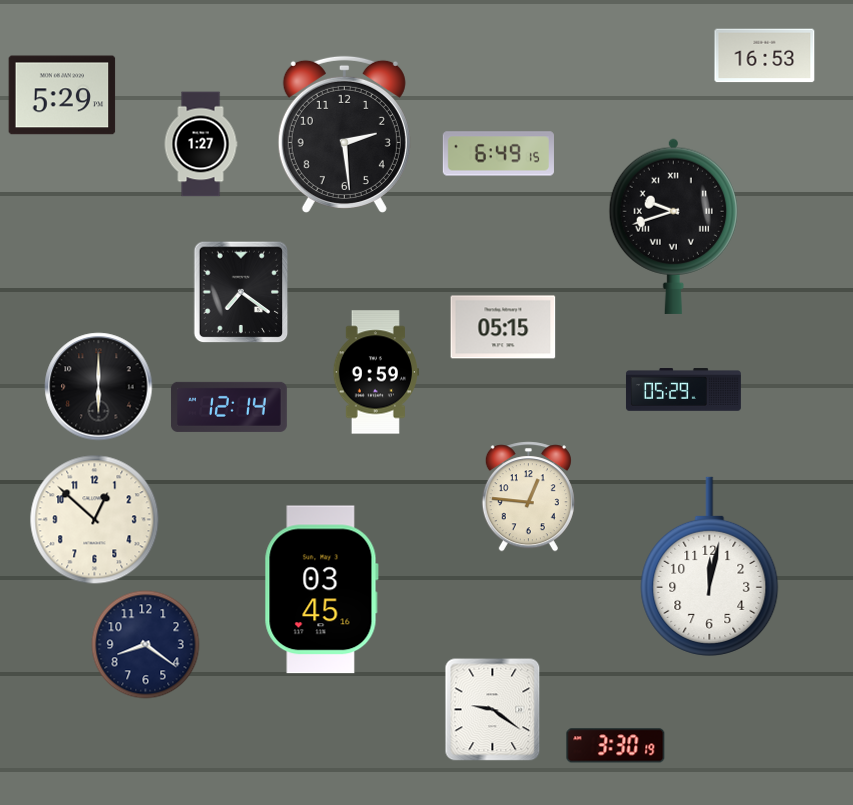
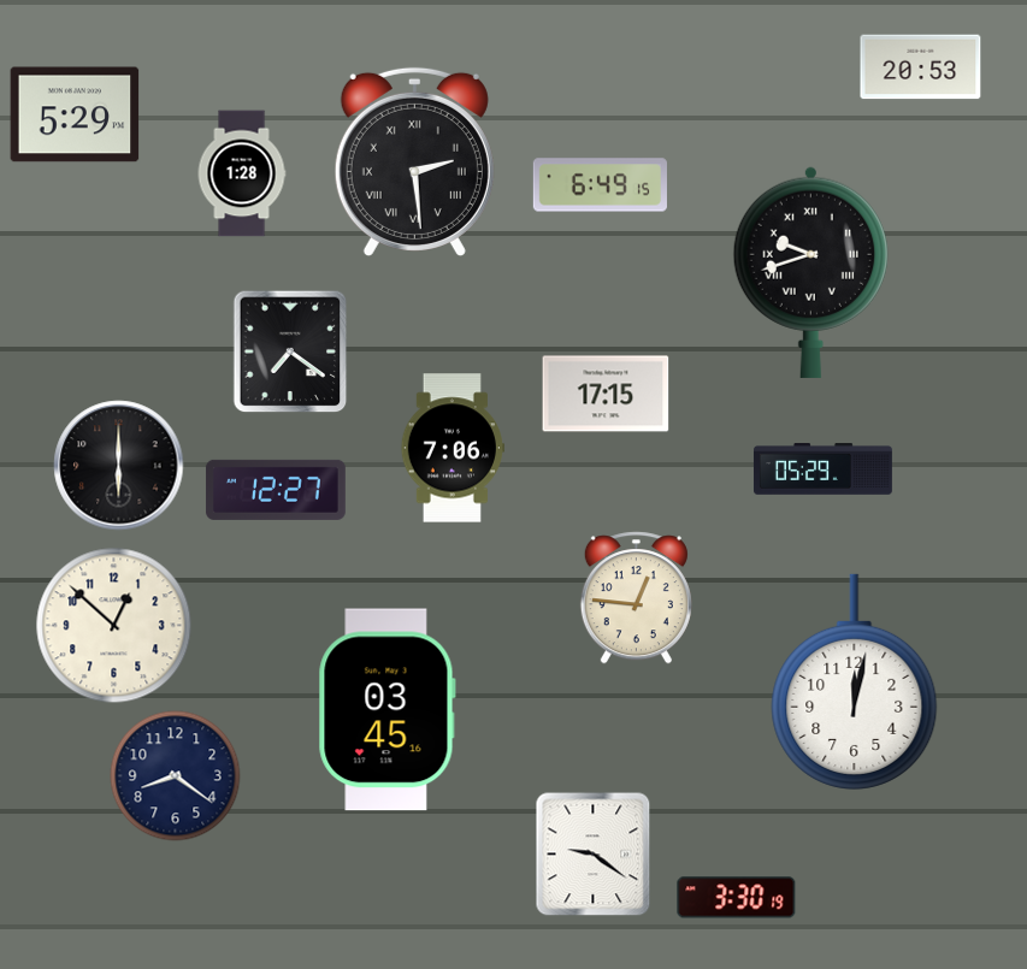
clock at (765, 56): 16:53 -> 20:53
clock at (344, 134) numerals: Arabic -> Roman
clock at (201, 144): 1:27 -> 1:28
clock at (503, 327): 05:15 -> 17:15
clock at (376, 372): 9:59 -> 7:06
clock at (229, 407): 12:14 -> 12:27
clock at (616, 746) position: (616, 746) -> (737, 898)
